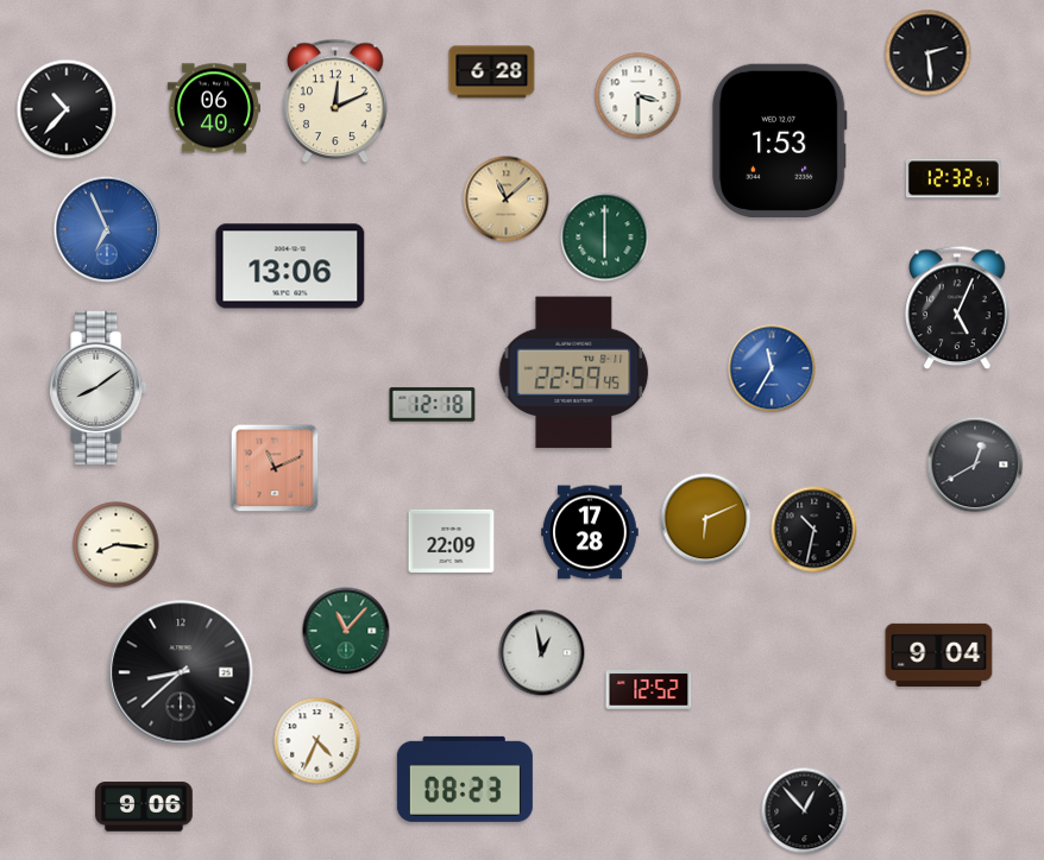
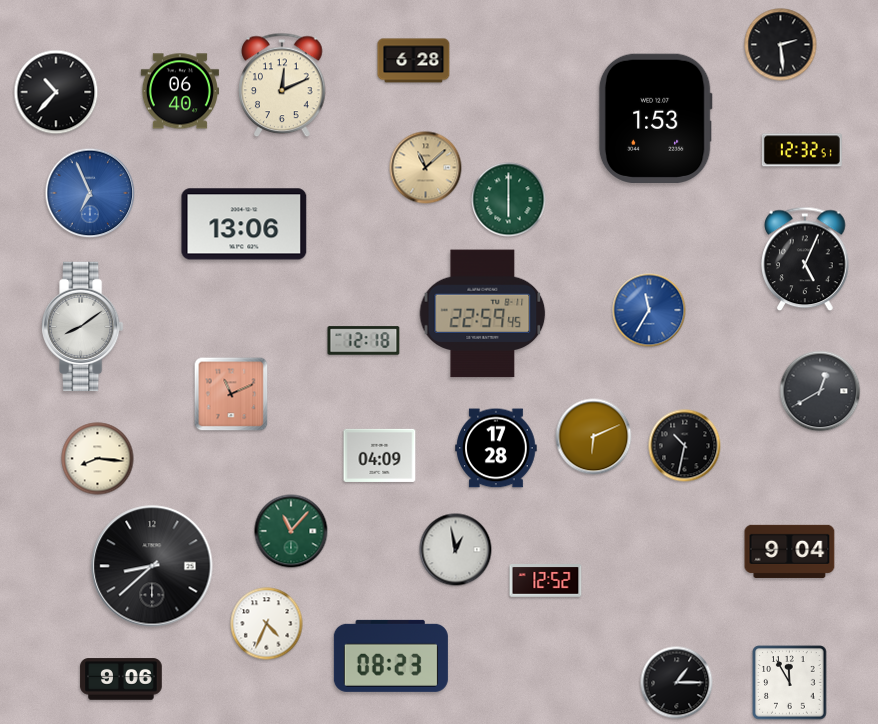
clock at (639, 96): 3:30 -> none
clock at (452, 540): 22:09 -> 04:09
clock at (805, 811): 12:53 -> 1:15
clock at (790, 683): none -> 11:55
